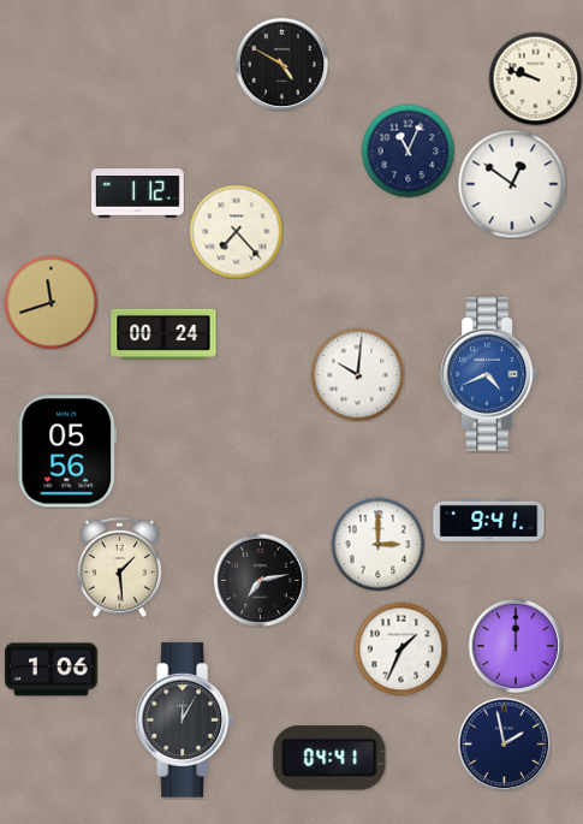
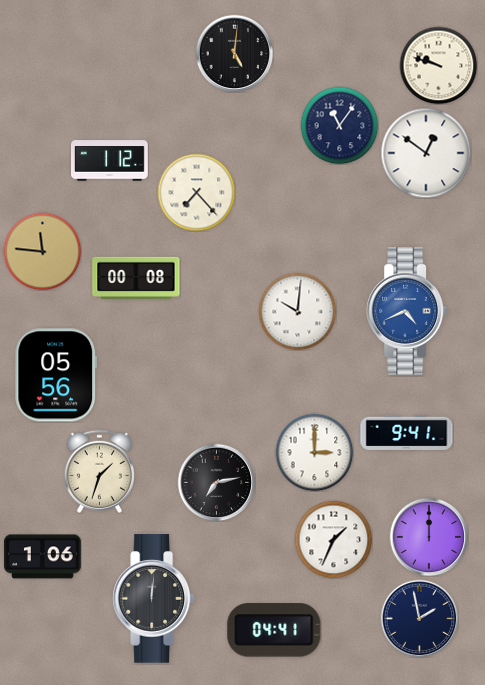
clock at (281, 64): 4:50 -> 5:01
clock at (535, 78) position: (535, 78) -> (438, 65)
clock at (407, 150): 11:04 -> 11:06
clock at (138, 194) position: (138, 194) -> (110, 161)
clock at (50, 302): 11:42 -> 11:46
clock at (163, 334): 00:24 -> 00:08
clock at (119, 567): 1:29 -> 1:33
clock at (184, 721): 12:05 -> 12:01
